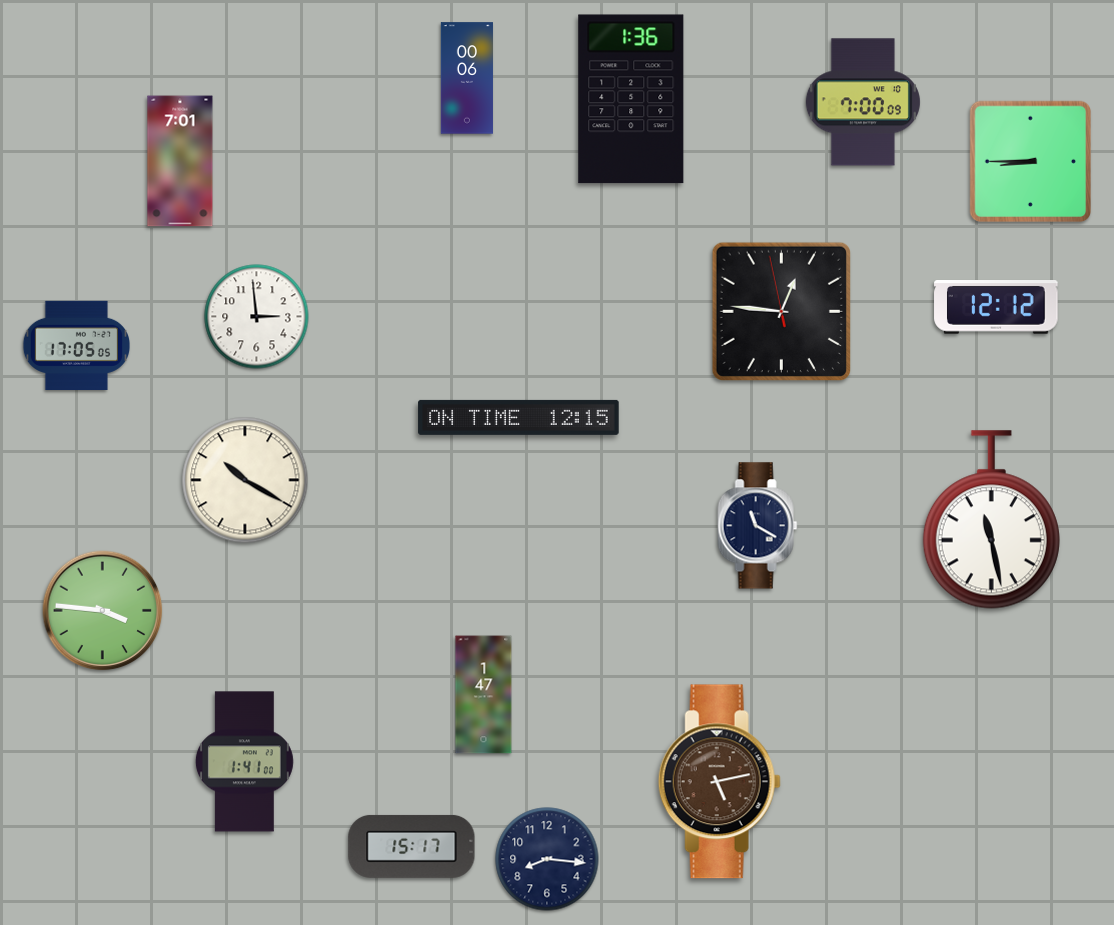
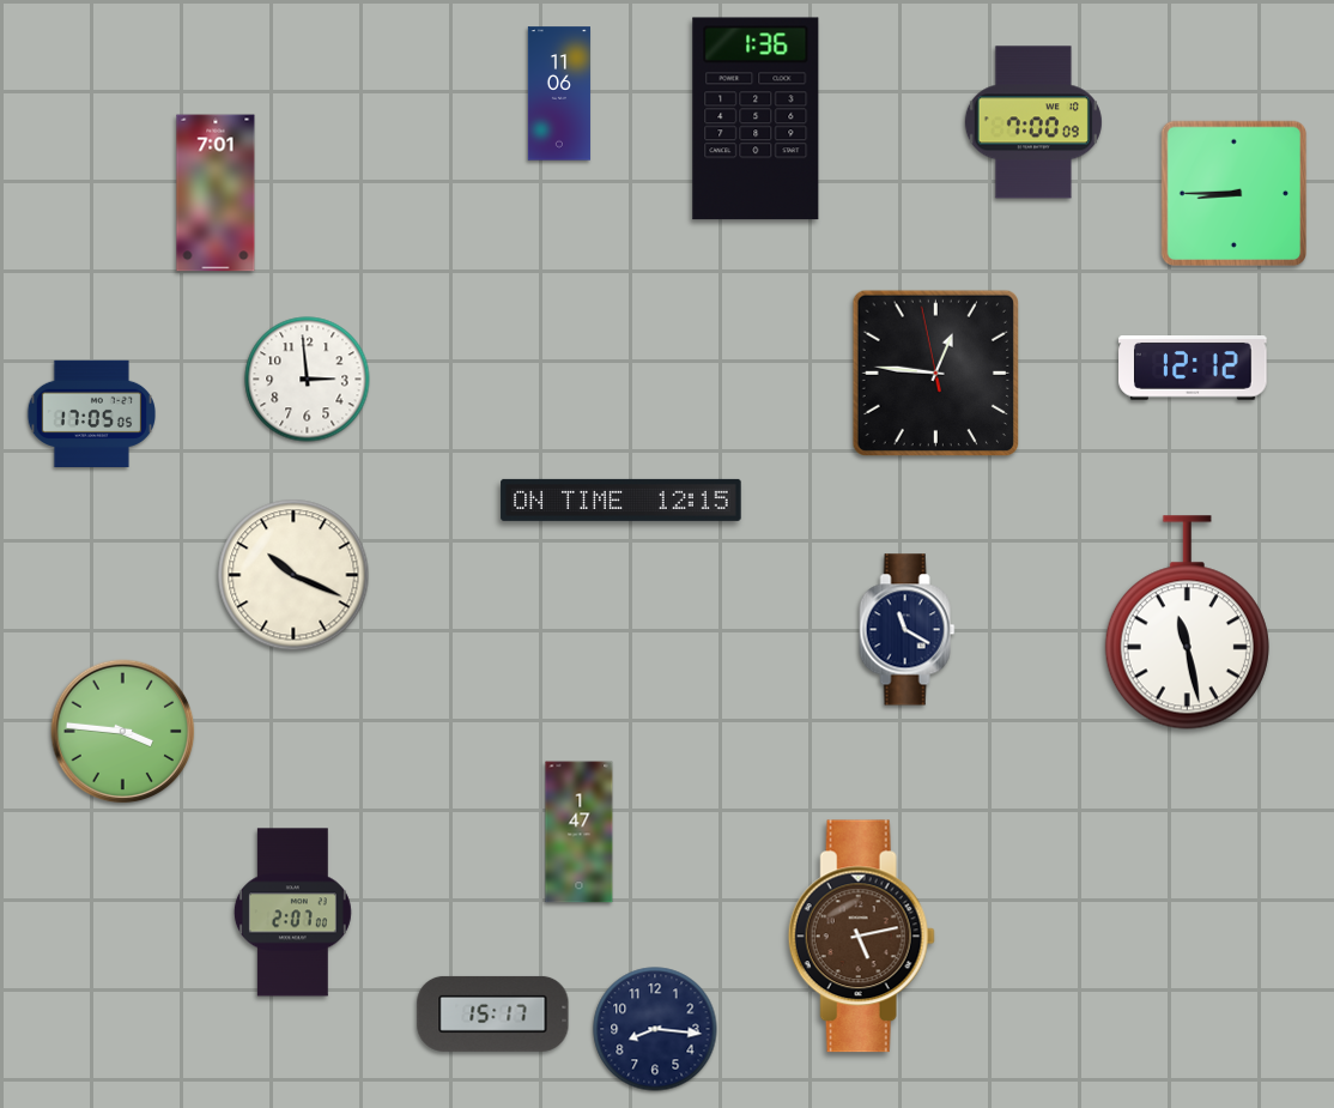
clock at (467, 78): 00:06 -> 11:06
clock at (245, 480): 10:20 -> 10:19
clock at (244, 762): 1:41 -> 2:07
